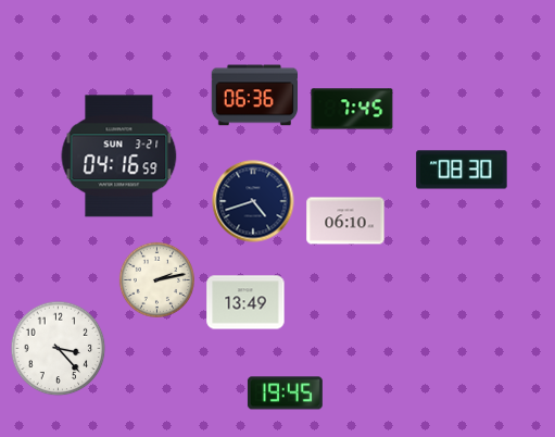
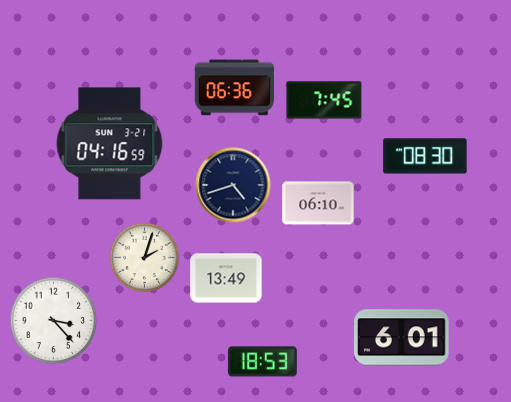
clock at (156, 279): 2:13 -> 2:03
clock at (402, 338): none -> 6:01
clock at (285, 394): 19:45 -> 18:53
